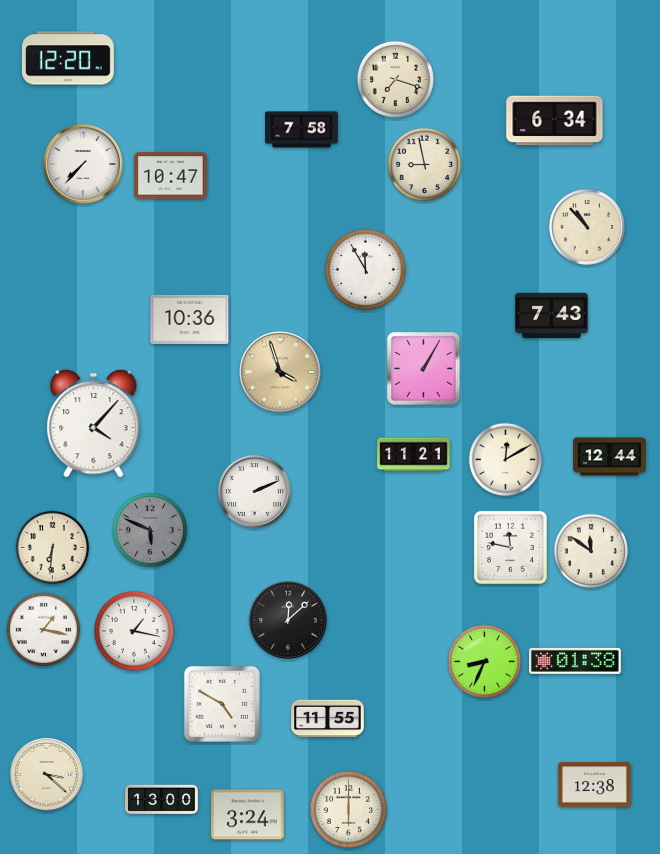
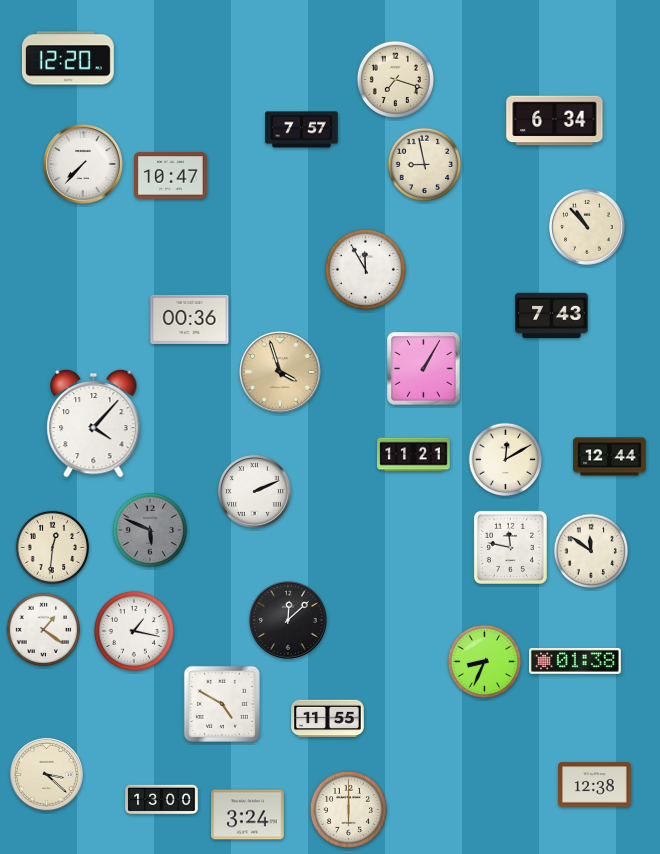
clock at (302, 130): 7:58 -> 7:57
clock at (190, 319): 10:36 -> 00:36
clock at (53, 548): 6:31 -> 12:31
clock at (44, 630): 1:17 -> 1:21
